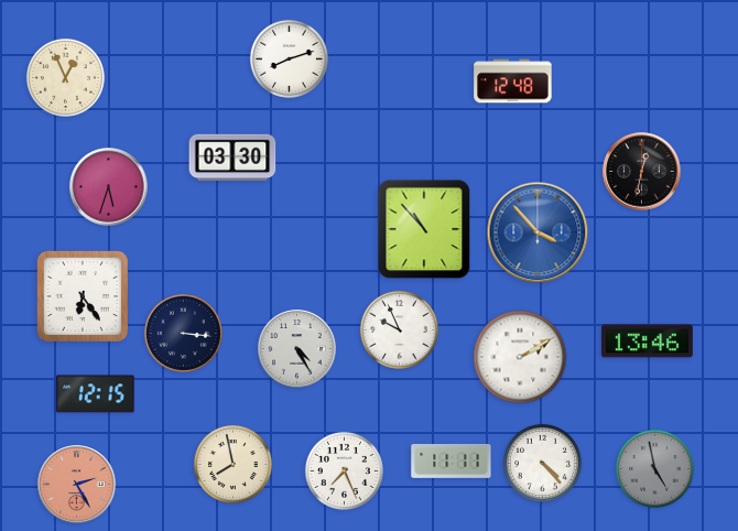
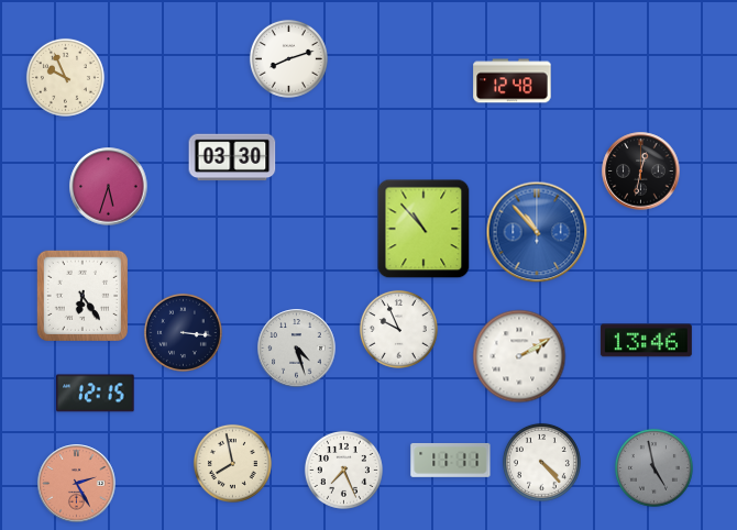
clock at (65, 77): 12:56 -> 9:56
clock at (538, 232): 3:53 -> 10:53
clock at (297, 349): 4:25 -> 4:27
